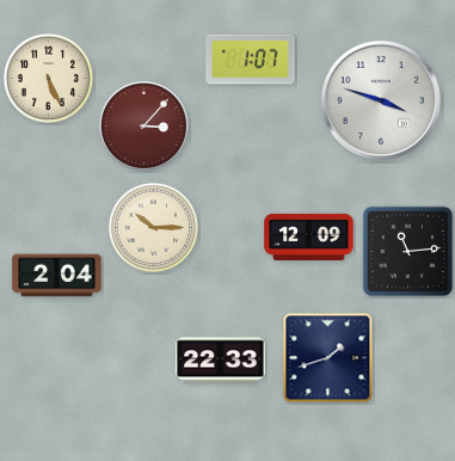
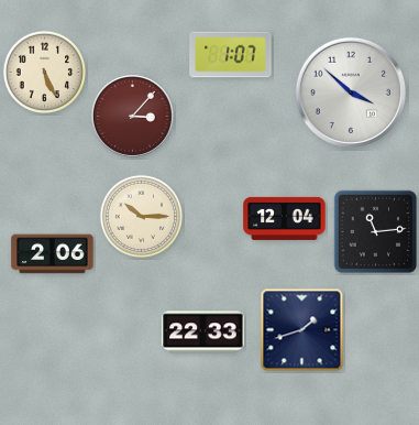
clock at (381, 100): 3:48 -> 3:52
clock at (153, 227) position: (153, 227) -> (141, 216)
clock at (309, 236): 12:09 -> 12:04
clock at (57, 276): 2:04 -> 2:06
